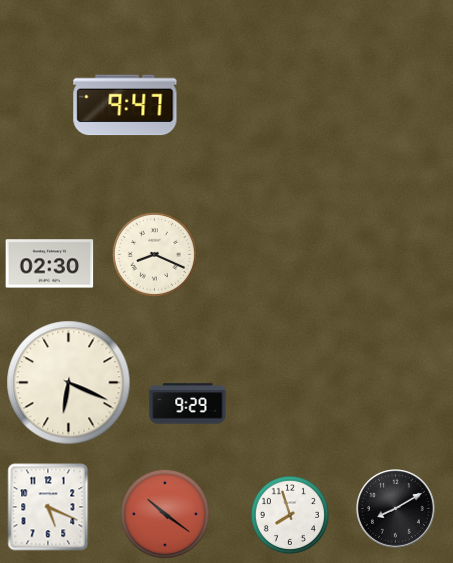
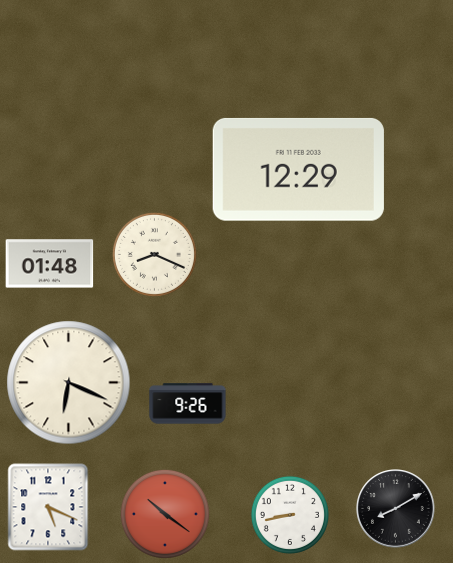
clock at (125, 105): 9:47 -> none
clock at (298, 169): none -> 12:29
clock at (50, 264): 02:30 -> 01:48
clock at (188, 404): 9:29 -> 9:26
clock at (290, 515): 7:57 -> 8:43
